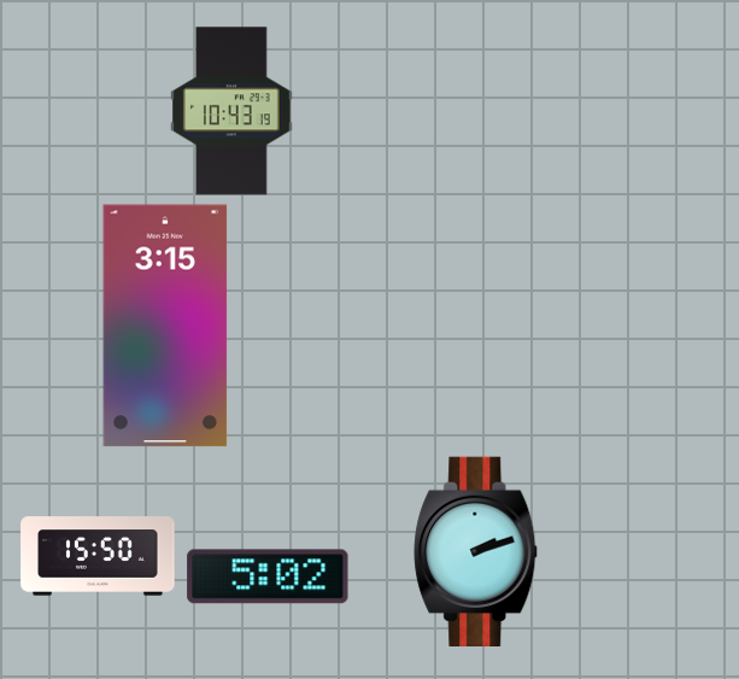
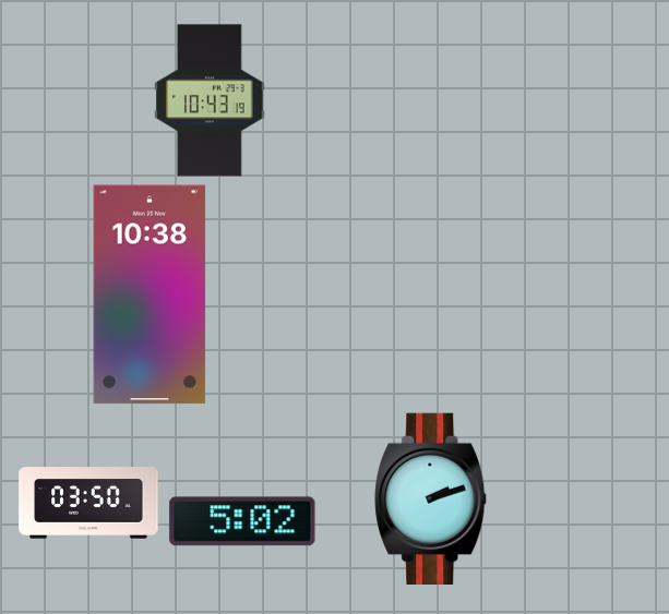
clock at (165, 326): 3:15 -> 10:38
clock at (98, 556): 15:50 -> 03:50
